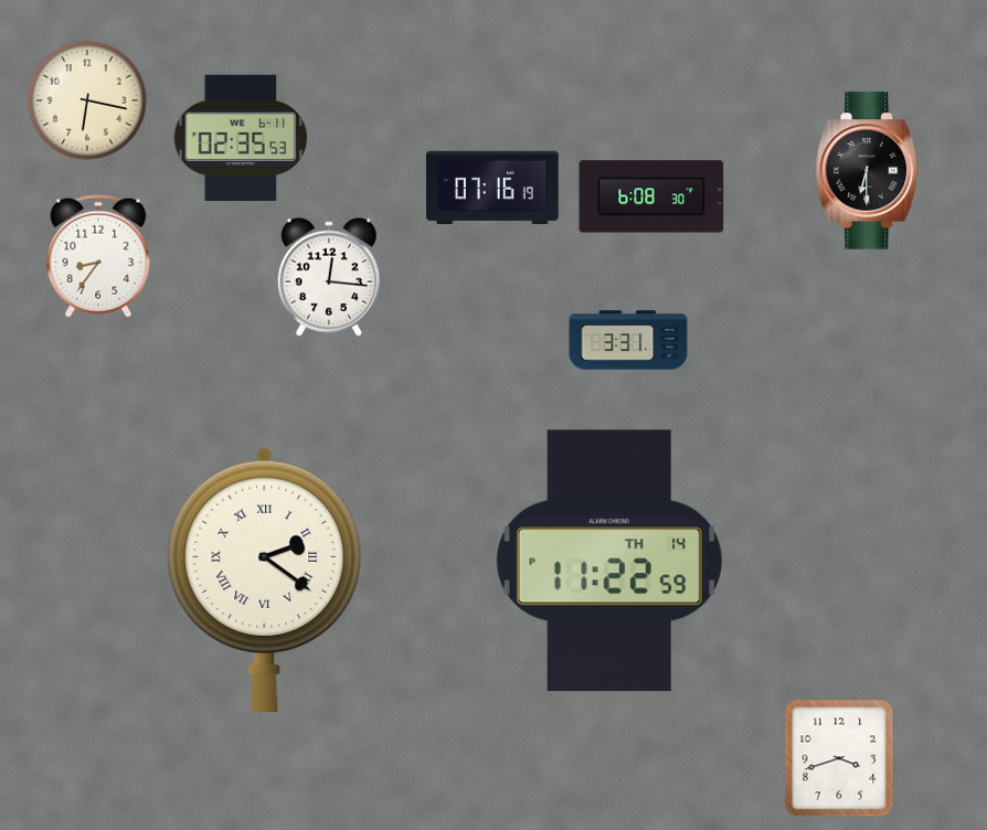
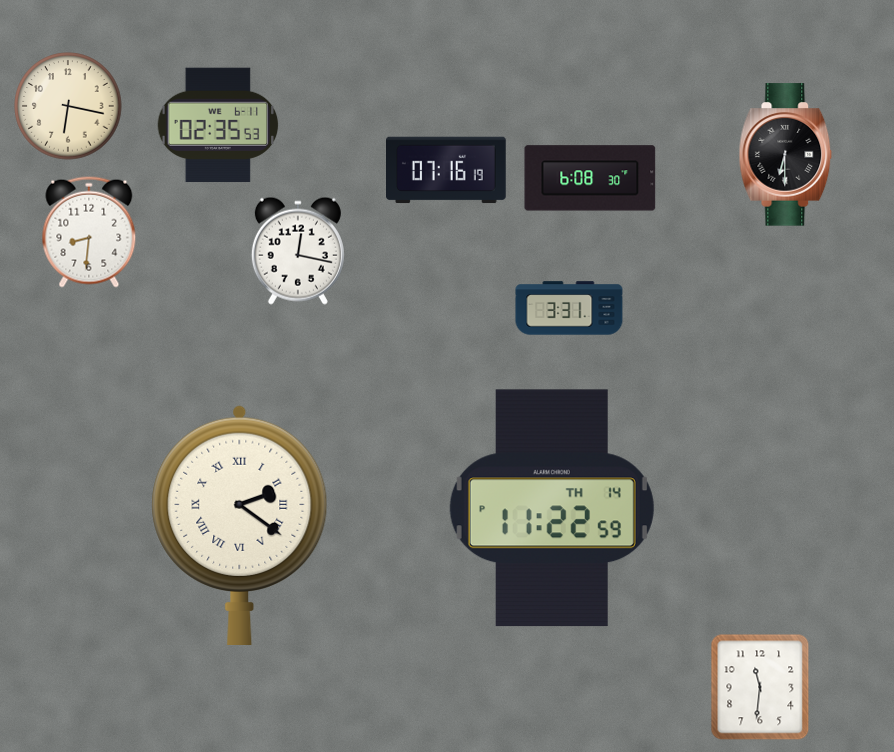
clock at (87, 100) position: (87, 100) -> (68, 106)
clock at (98, 256): 8:36 -> 8:31
clock at (329, 277): 12:16 -> 12:17
clock at (839, 758): 3:42 -> 11:31
